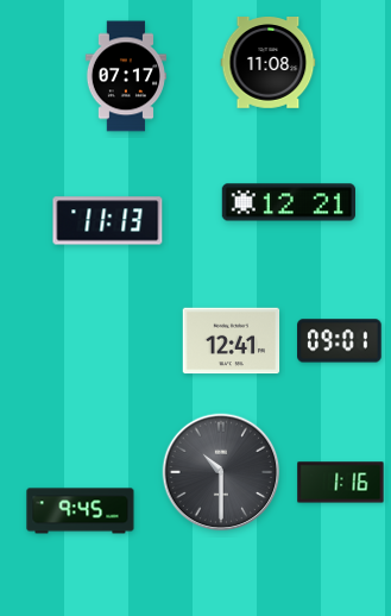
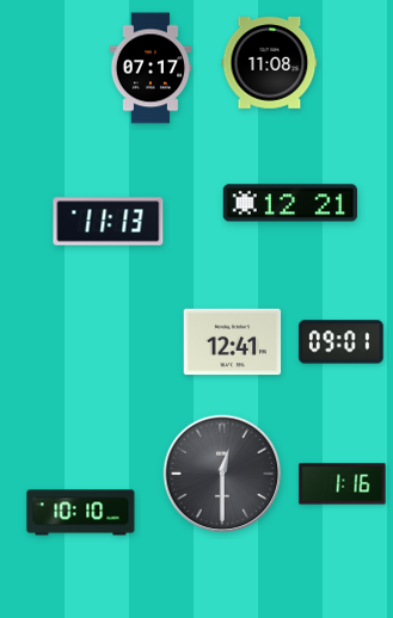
clock at (126, 76) position: (126, 76) -> (151, 68)
clock at (221, 472): 10:30 -> 12:30
clock at (81, 511): 9:45 -> 10:10
